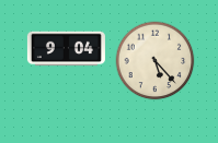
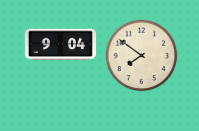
clock at (156, 61): 5:23 -> 7:51
